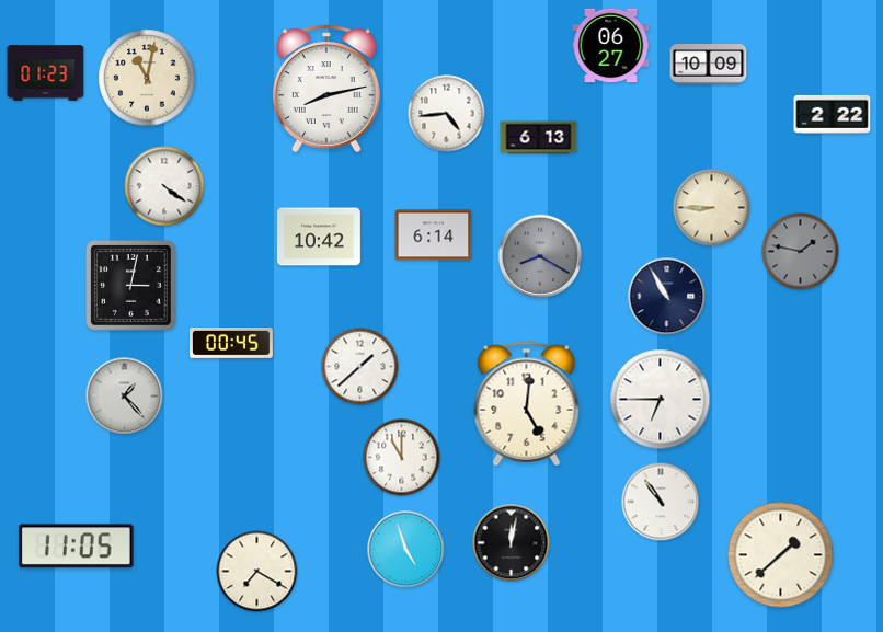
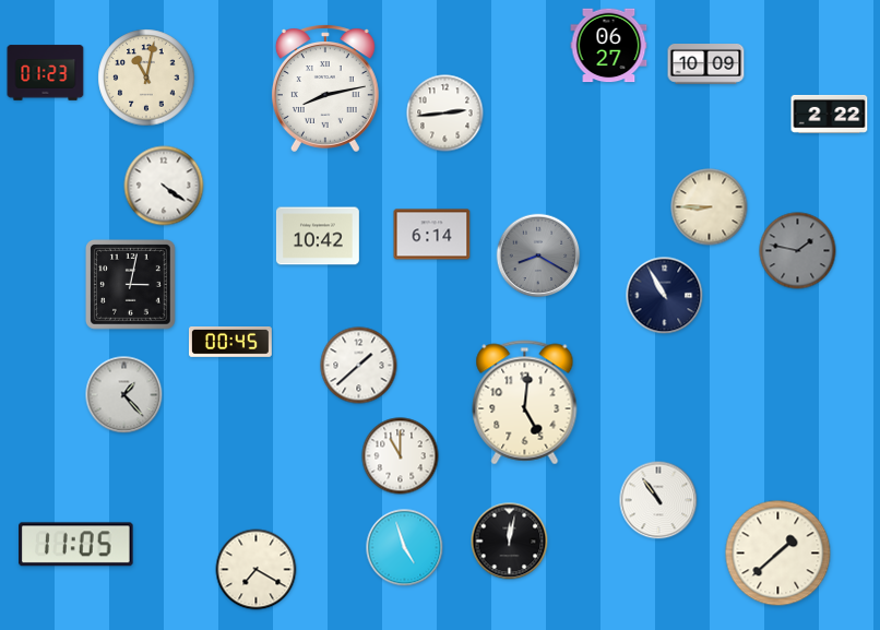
clock at (447, 114): 4:44 -> 2:44
clock at (539, 138): 6:13 -> none
clock at (661, 400): 6:45 -> none
